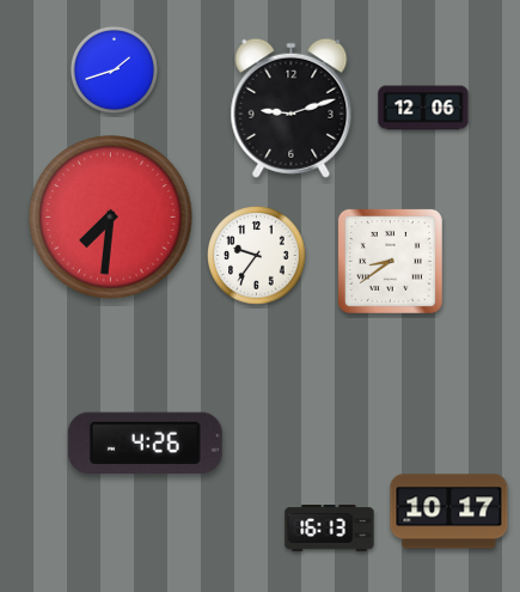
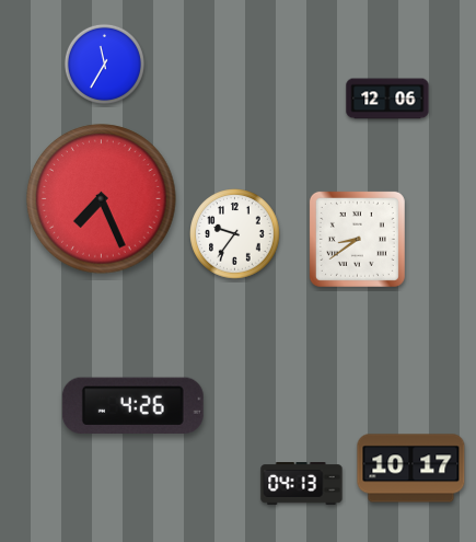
clock at (114, 69): 1:42 -> 11:35
clock at (292, 108): 9:12 -> none
clock at (111, 218): 7:31 -> 7:26
clock at (330, 529): 16:13 -> 04:13
